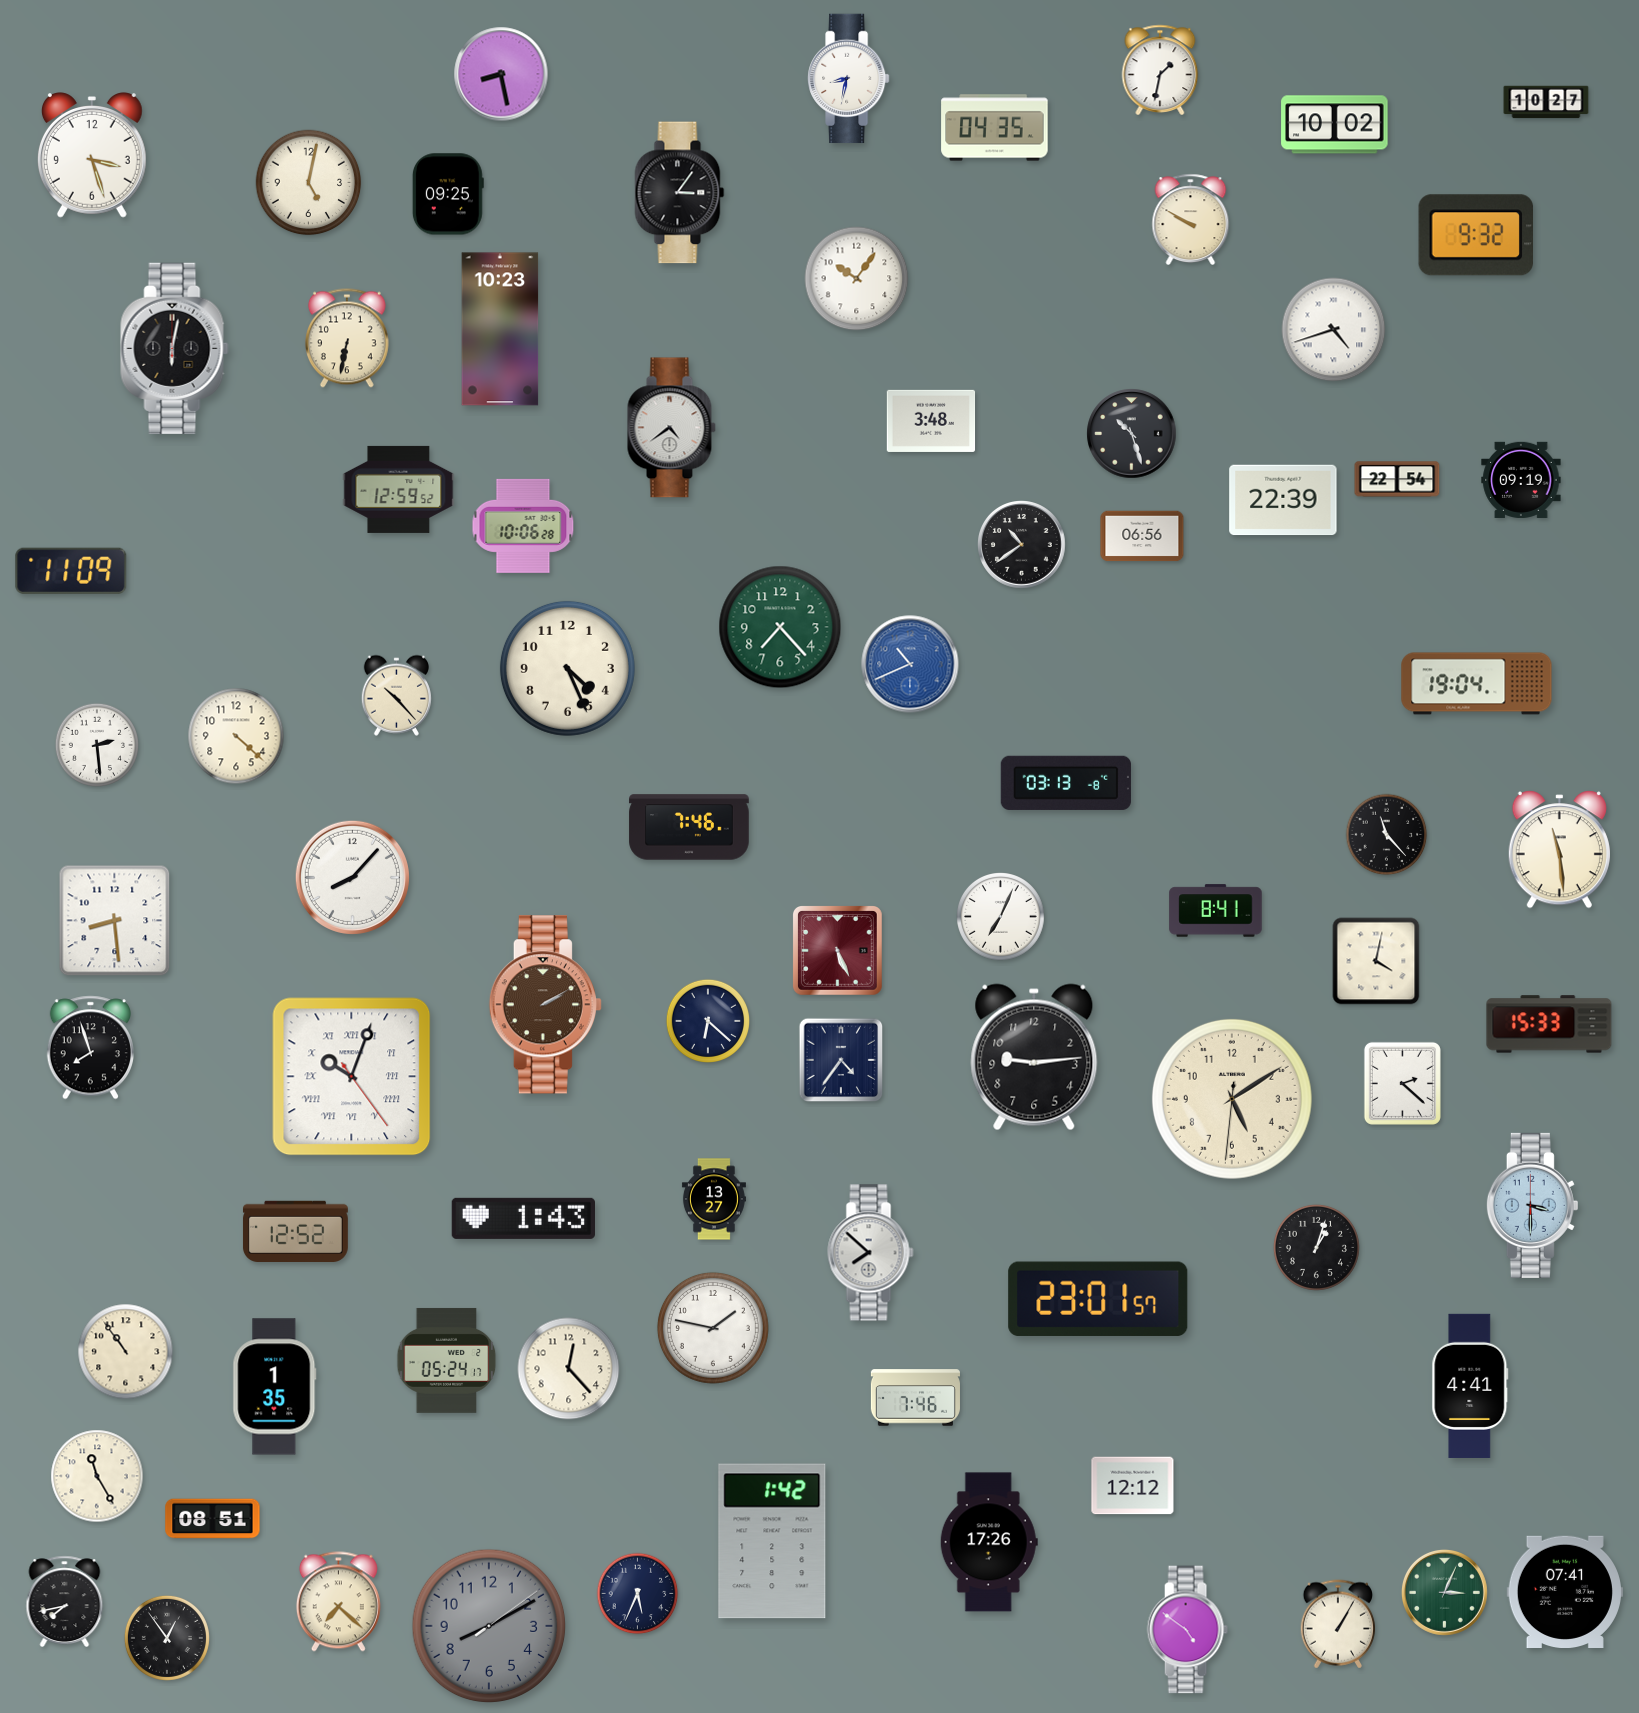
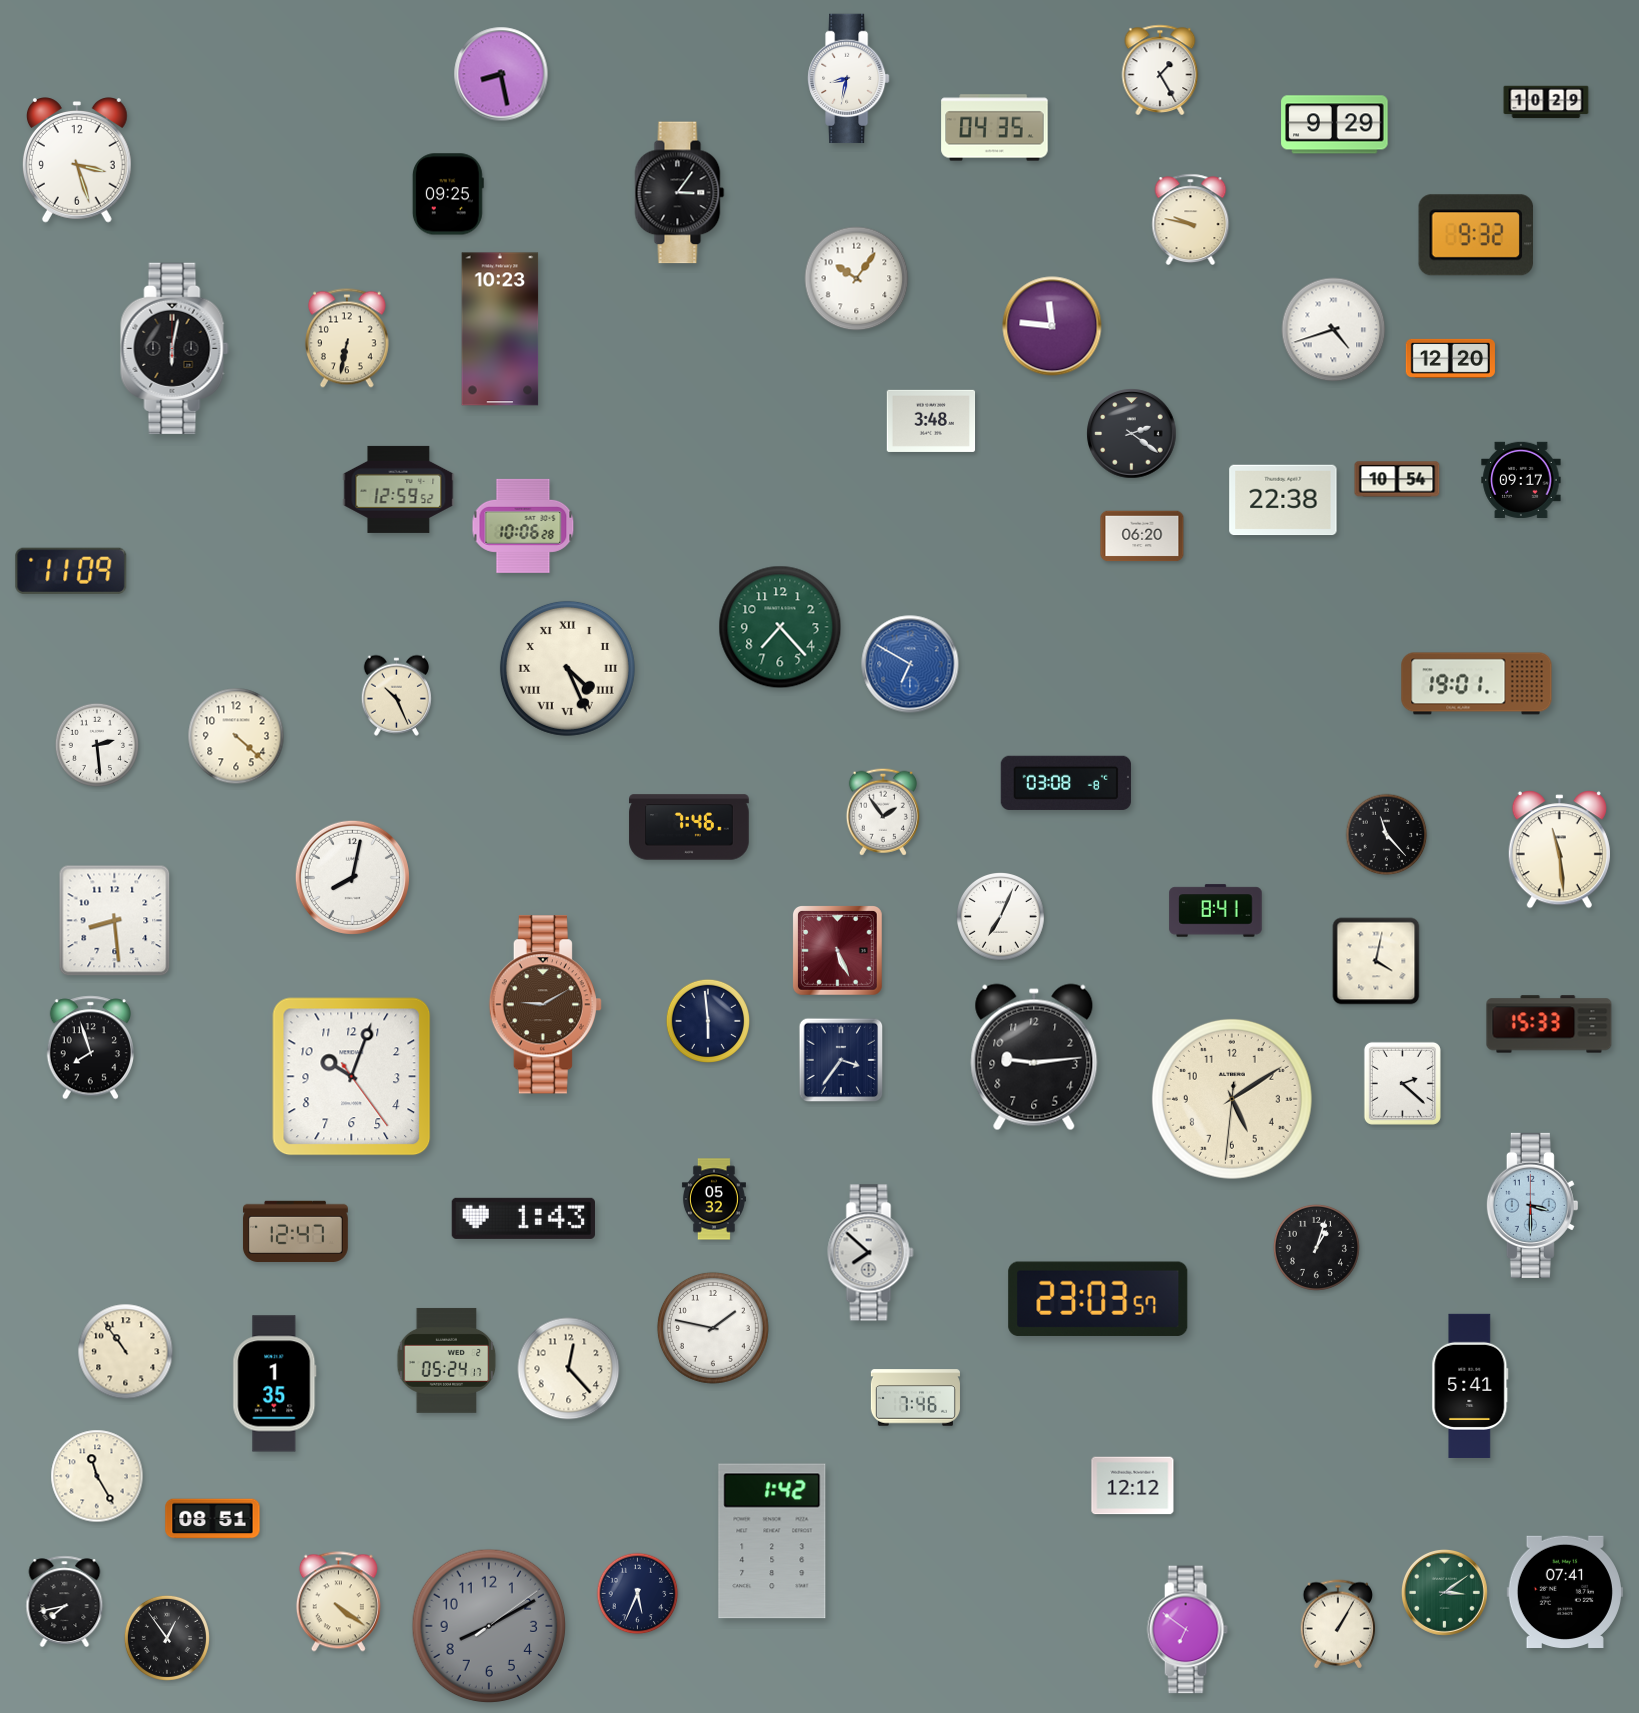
clock at (1160, 69): 1:32 -> 1:25
clock at (1546, 102): 10:27 -> 10:29
clock at (1335, 125): 10:02 -> 9:29
clock at (92, 155) position: (92, 155) -> (77, 160)
clock at (309, 183): 5:02 -> none
clock at (1191, 219): 9:50 -> 9:47
clock at (1052, 326): none -> 11:46
clock at (1450, 358): none -> 12:20
clock at (671, 428): 4:39 -> none
clock at (1132, 434): 10:27 -> 2:21
clock at (1397, 479): 22:54 -> 10:54
clock at (1521, 480): 09:19 -> 09:17
clock at (1283, 500): 22:39 -> 22:38
clock at (1142, 536): 06:56 -> 06:20
clock at (1022, 545): 10:39 -> none
clock at (910, 664): 10:41 -> 6:50
clock at (567, 668) numerals: Arabic -> Roman
clock at (1477, 684): 19:04 -> 19:01
clock at (396, 695): 10:23 -> 10:26
clock at (1066, 783): 03:13 -> 03:08
clock at (883, 812): none -> 1:54
clock at (352, 877): 8:07 -> 8:02
clock at (545, 1005): 2:10 -> 9:10
clock at (707, 1020): 6:22 -> 5:59
clock at (841, 1060): 4:36 -> 3:36
clock at (352, 1077) numerals: Roman -> Arabic
clock at (714, 1199): 13:27 -> 05:32
clock at (295, 1231): 12:52 -> 12:47
clock at (1098, 1299): 23:01 -> 23:03
clock at (1470, 1386): 4:41 -> 5:41
clock at (275, 1387) position: (275, 1387) -> (275, 1384)
clock at (989, 1542): 17:26 -> none
clock at (1444, 1592): 3:04 -> 3:09
clock at (338, 1602): 7:22 -> 4:21
clock at (1187, 1630): 4:51 -> 6:51
